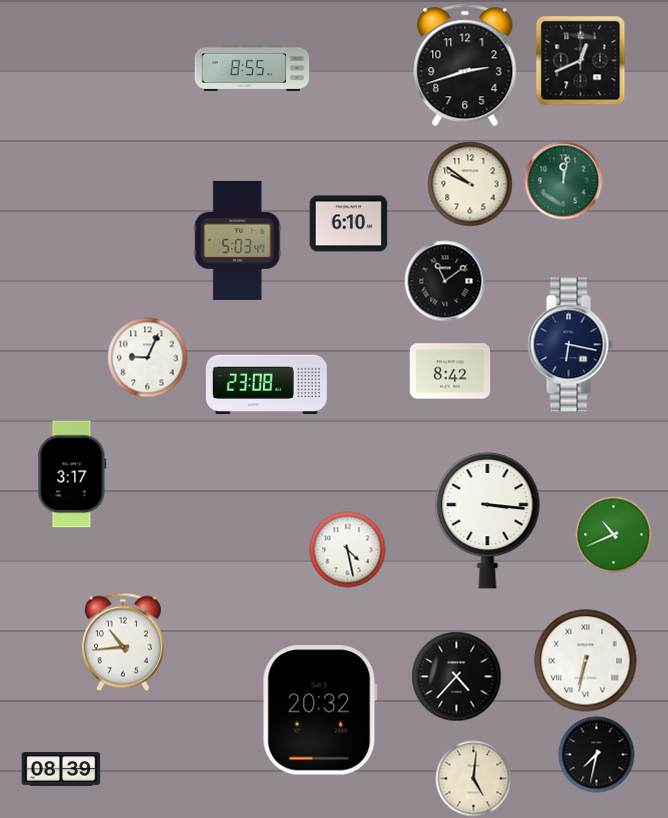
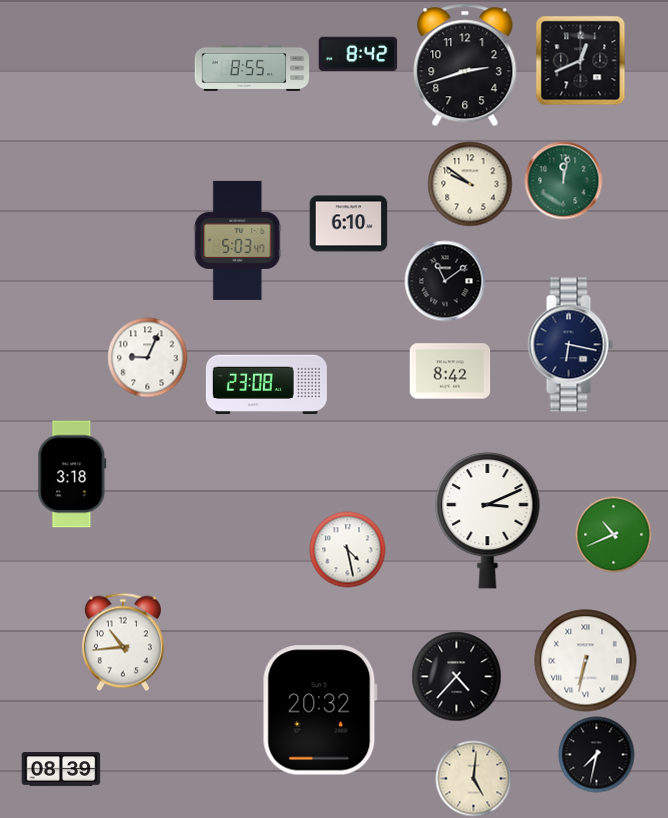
clock at (358, 54): none -> 8:42
clock at (72, 474): 3:17 -> 3:18
clock at (488, 520): 3:16 -> 3:11
